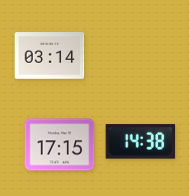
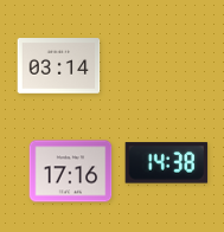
clock at (141, 142) position: (141, 142) -> (167, 163)
clock at (60, 145): 17:15 -> 17:16
